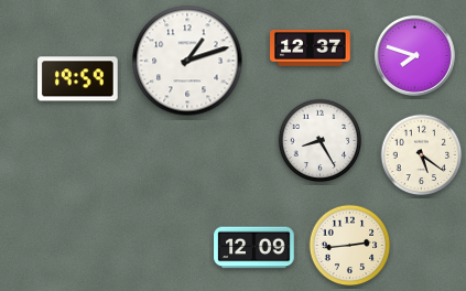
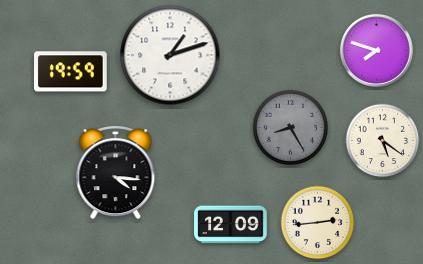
clock at (311, 48): 12:37 -> none
clock at (321, 141) dial: white -> grey
clock at (116, 173): none -> 4:16
